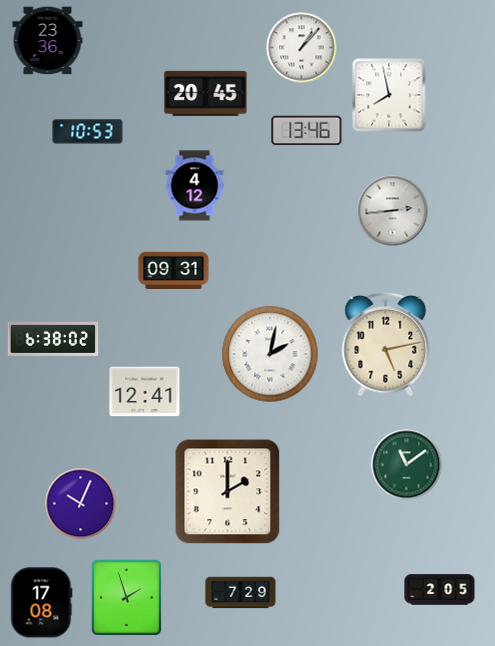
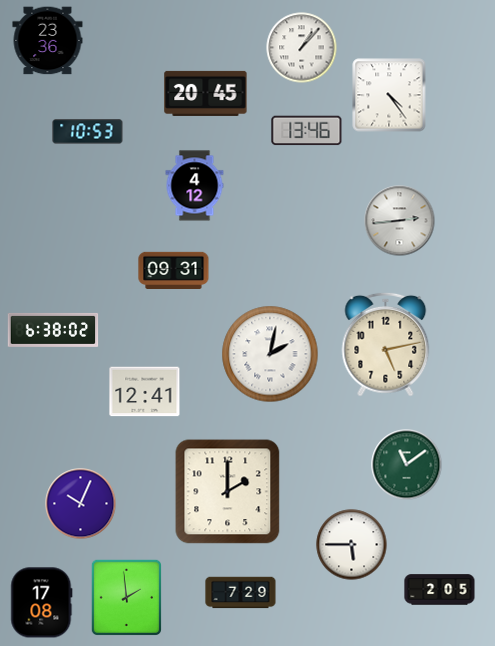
clock at (389, 95): 7:58 -> 4:24
clock at (393, 211) position: (393, 211) -> (400, 221)
clock at (53, 339) position: (53, 339) -> (53, 330)
clock at (352, 545): none -> 5:45
clock at (126, 597): 1:57 -> 1:59
